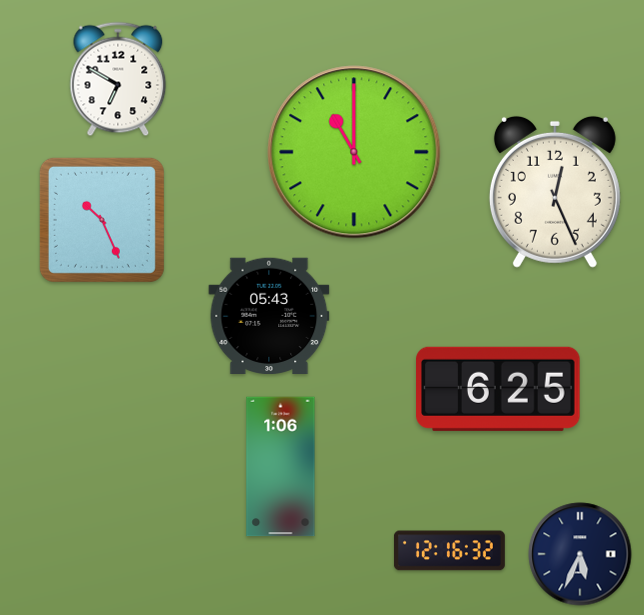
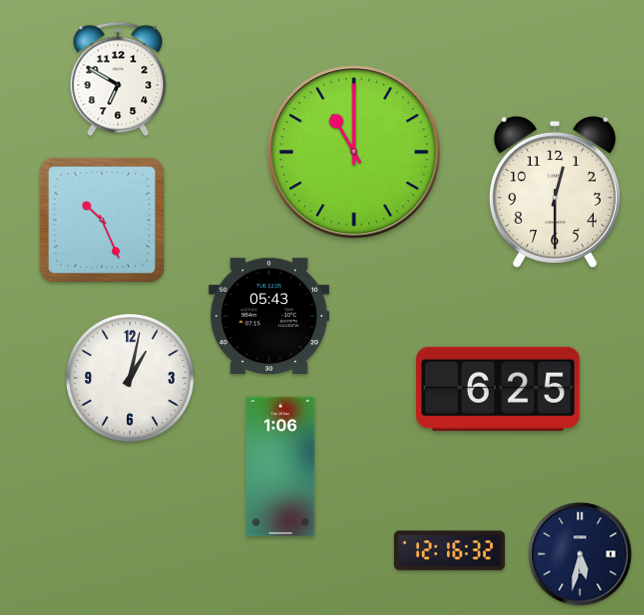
clock at (555, 192): 12:26 -> 12:30
clock at (130, 378): none -> 1:02
clock at (580, 554): 5:34 -> 5:32
